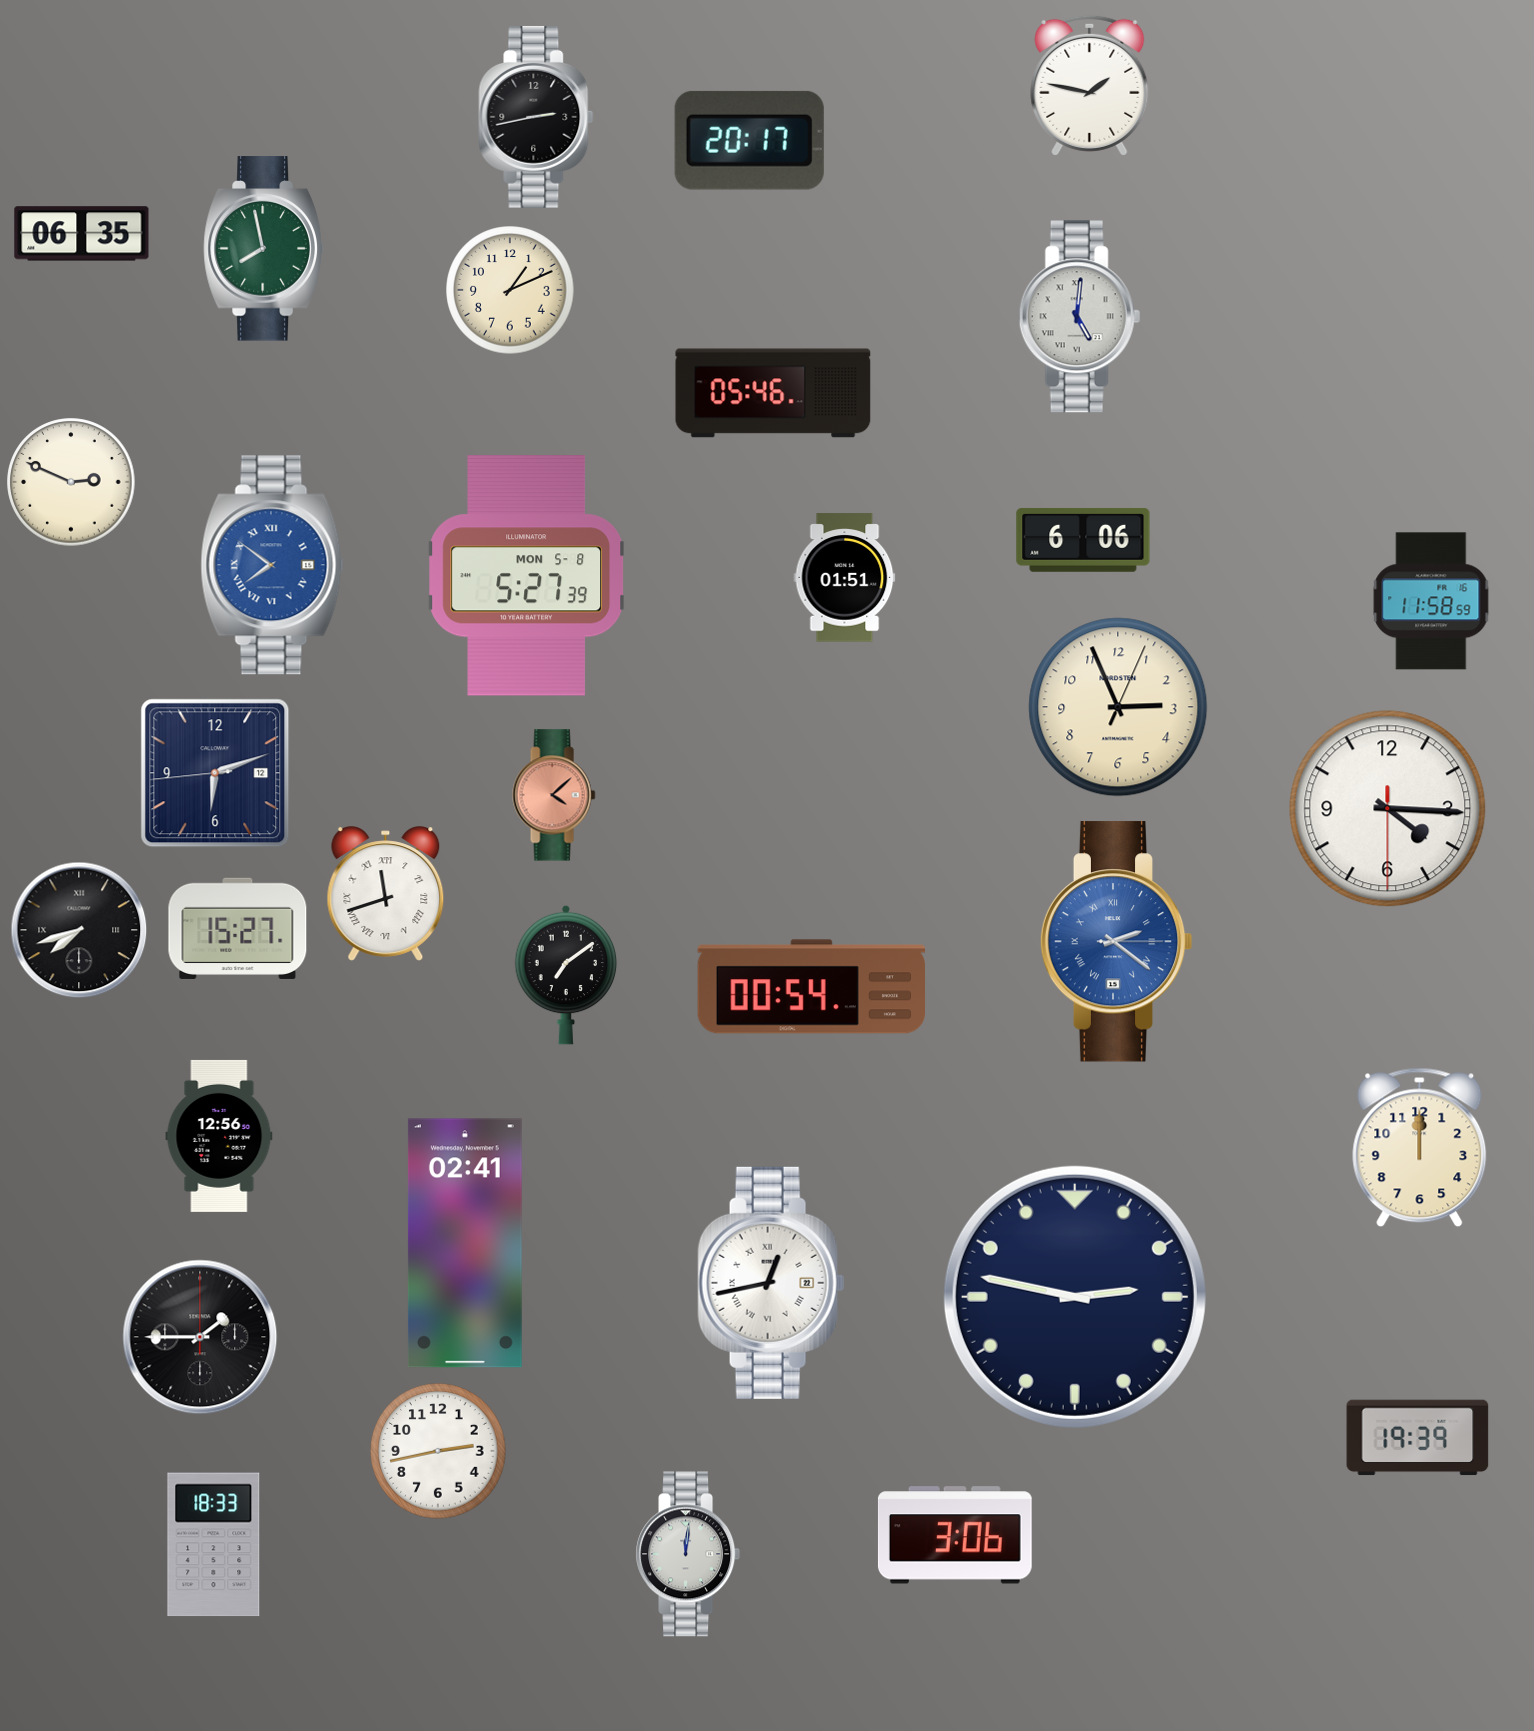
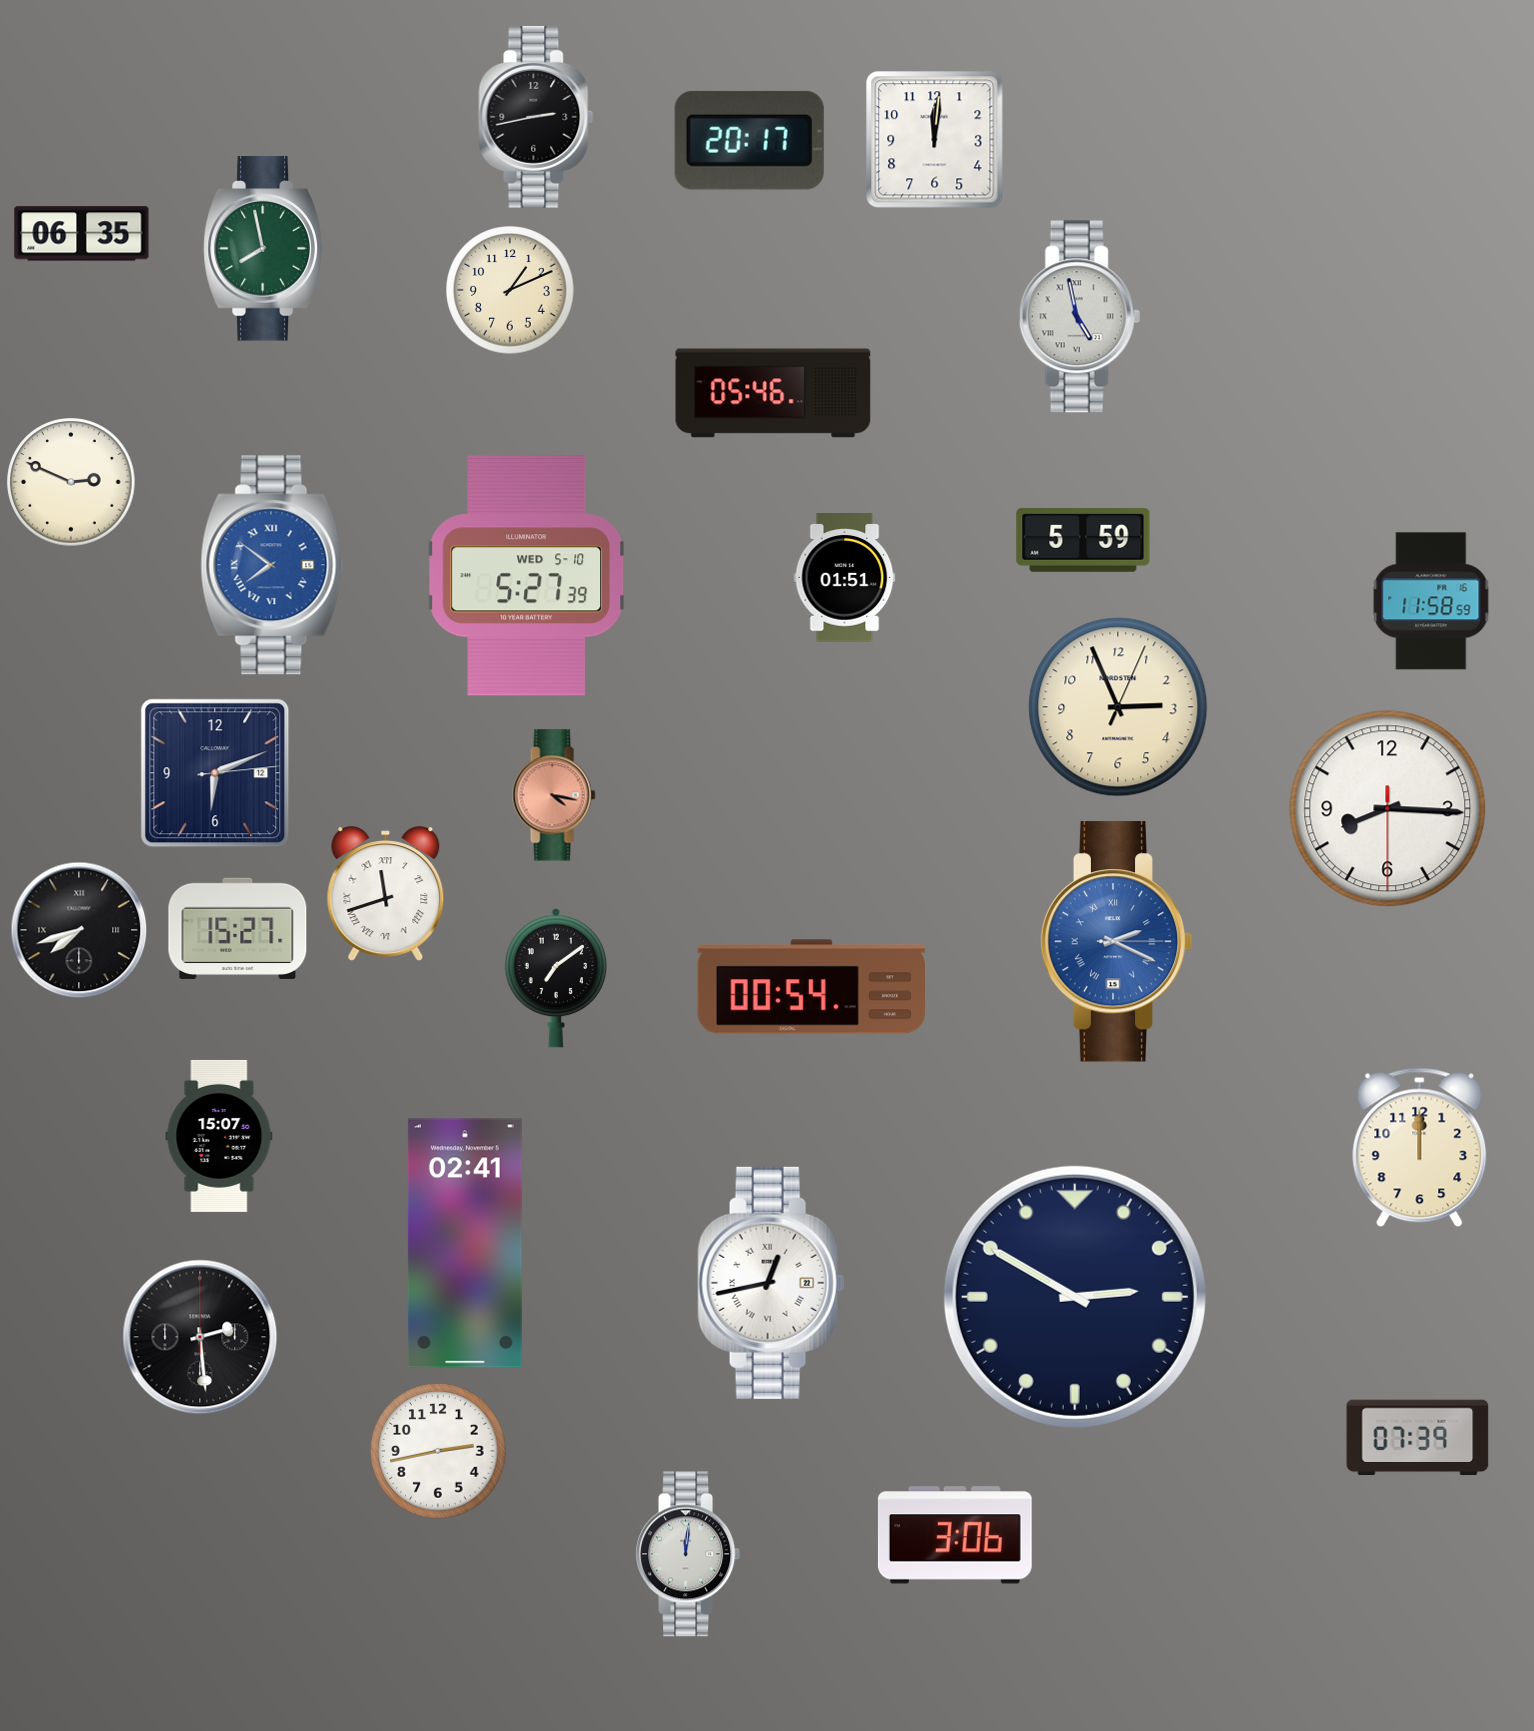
clock at (1090, 85): 1:47 -> none
clock at (935, 140): none -> 12:01
clock at (1079, 317): 5:01 -> 4:58
clock at (1083, 540): 6:06 -> 5:59
clock at (526, 576) date: MON 5-8 -> WED 5-10
clock at (215, 773): 6:11:44 -> 6:11:14
clock at (554, 795): 4:08 -> 4:17
clock at (1388, 809): 4:15 -> 8:15
clock at (1116, 942): 2:21 -> 2:19
clock at (566, 975) position: (566, 975) -> (556, 978)
clock at (219, 1136): 12:56 -> 15:07
clock at (1075, 1297): 2:47 -> 2:50
clock at (200, 1337): 1:45 -> 2:29
clock at (1418, 1438): 19:39 -> 07:39
clock at (214, 1545): 18:33 -> none
